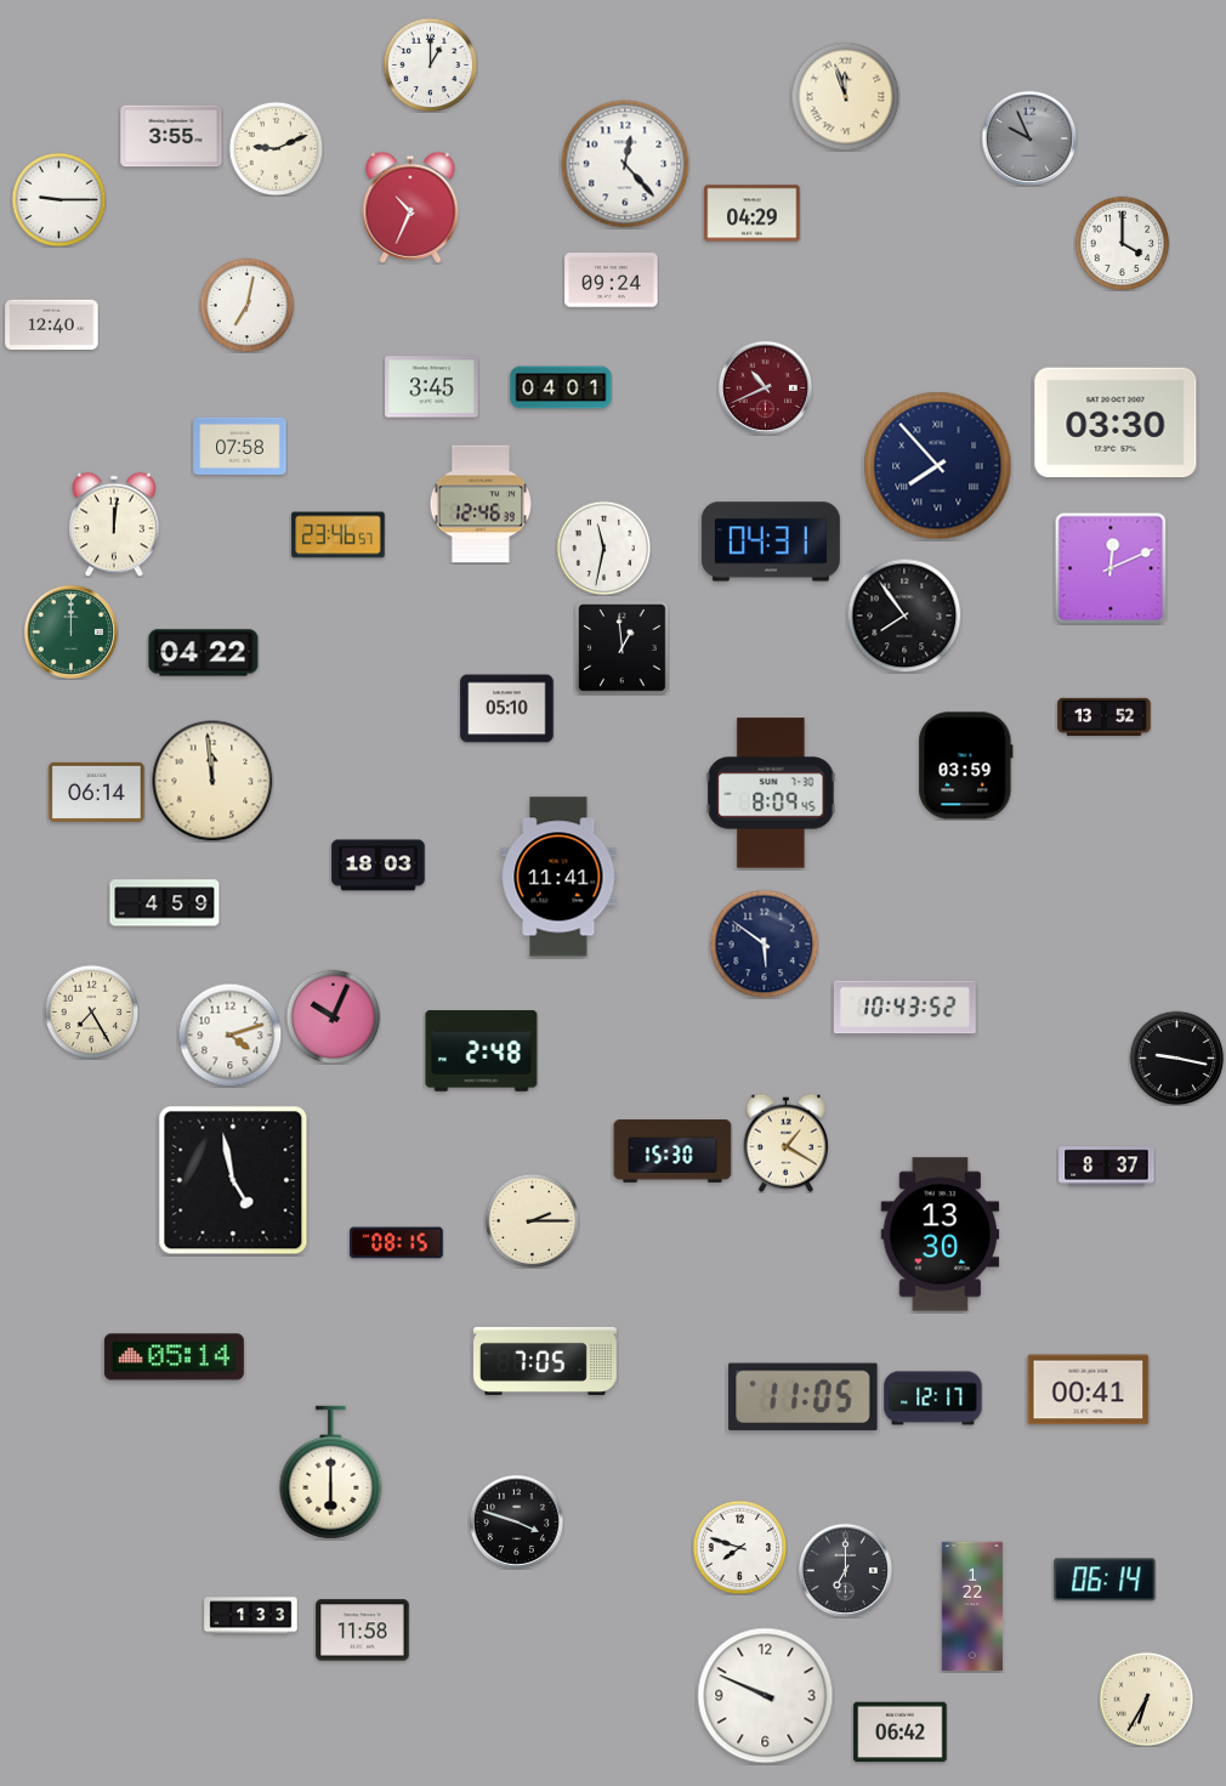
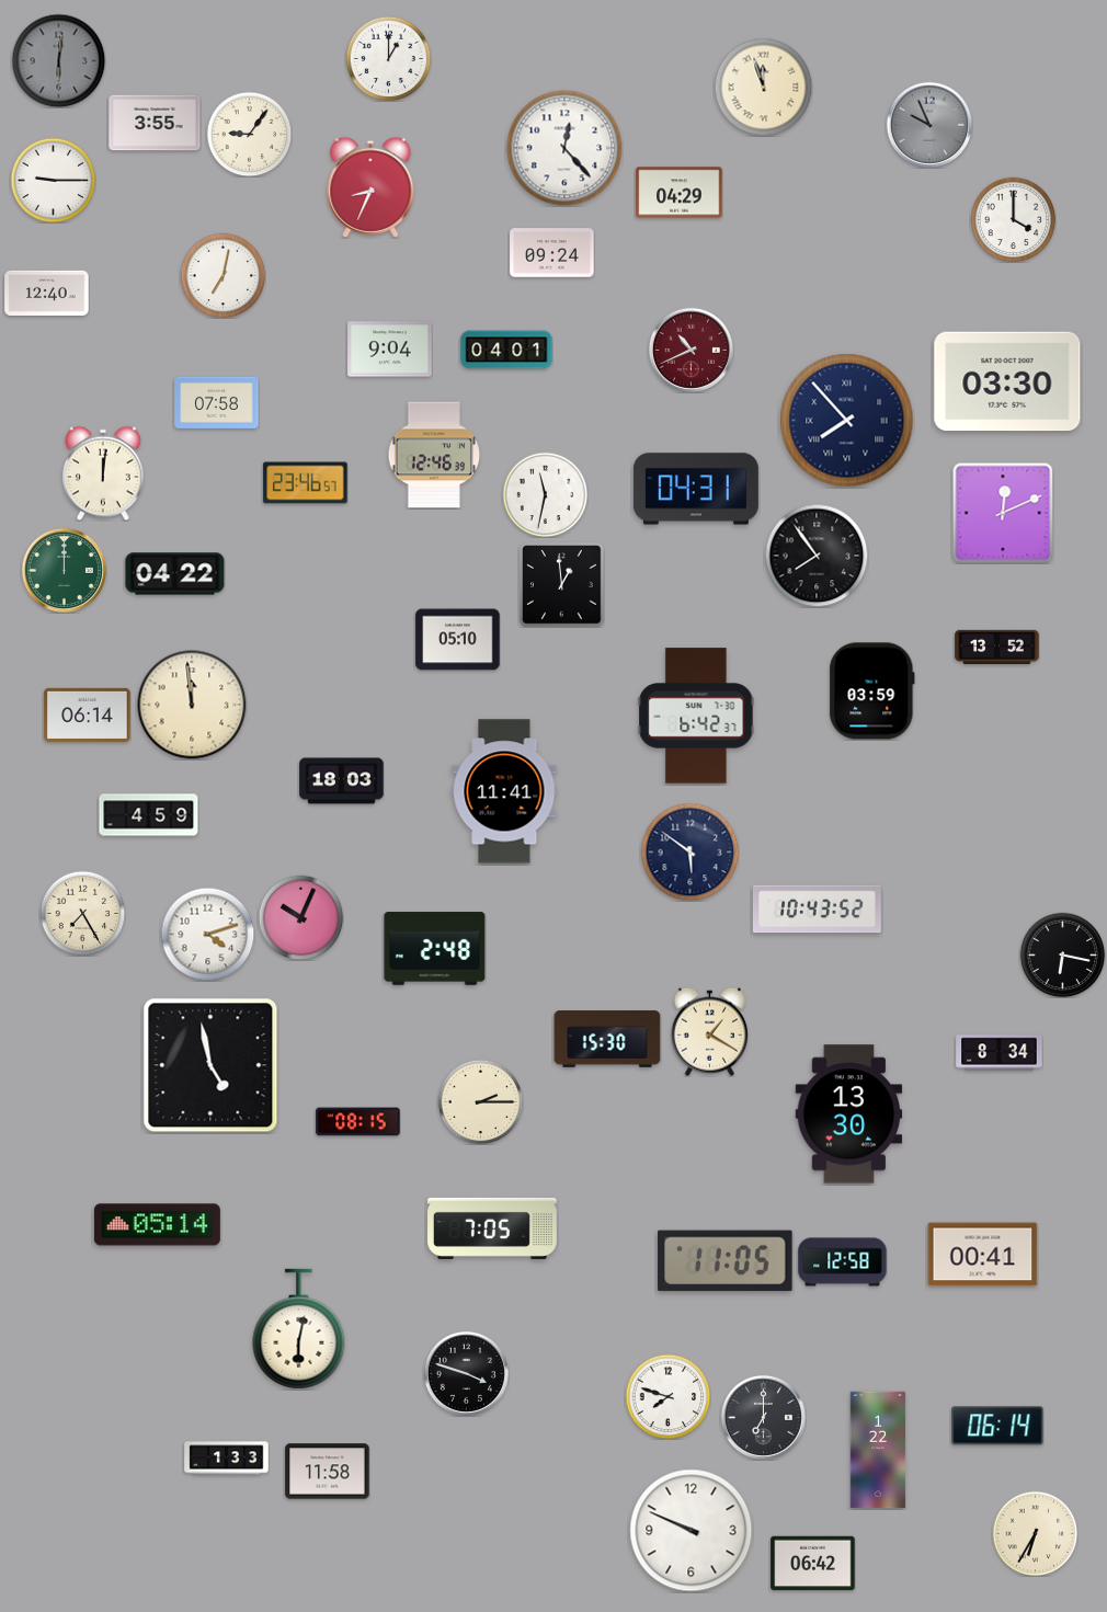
clock at (58, 60): none -> 6:01
clock at (276, 148): 9:11 -> 9:06
clock at (410, 208): 10:34 -> 8:34
clock at (432, 387): 3:45 -> 9:04
clock at (204, 653) position: (204, 653) -> (175, 574)
clock at (771, 793): 8:09 -> 6:42
clock at (1176, 1058): 9:17 -> 6:17
clock at (1107, 1167): 8:37 -> 8:34
clock at (933, 1399): 12:17 -> 12:58
clock at (331, 1473): 6:00 -> 6:02
